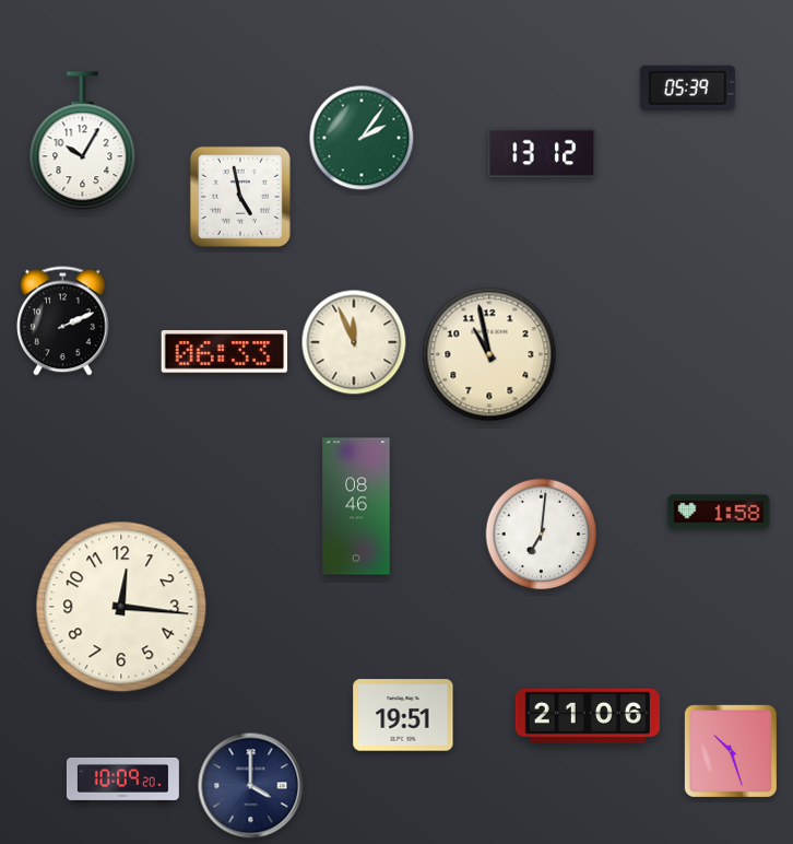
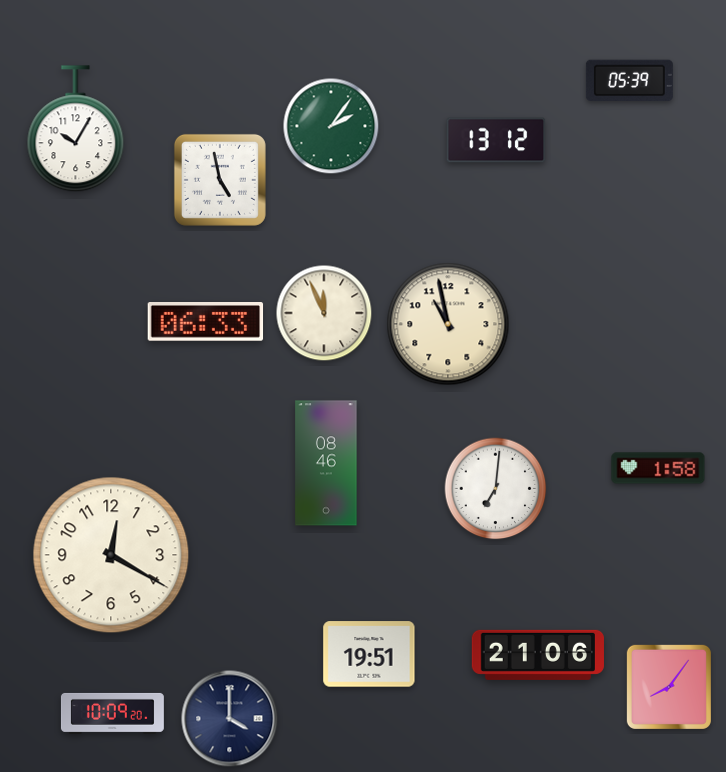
clock at (63, 321): 2:11 -> none
clock at (121, 607): 12:16 -> 12:20
clock at (731, 751): 10:27 -> 8:06
